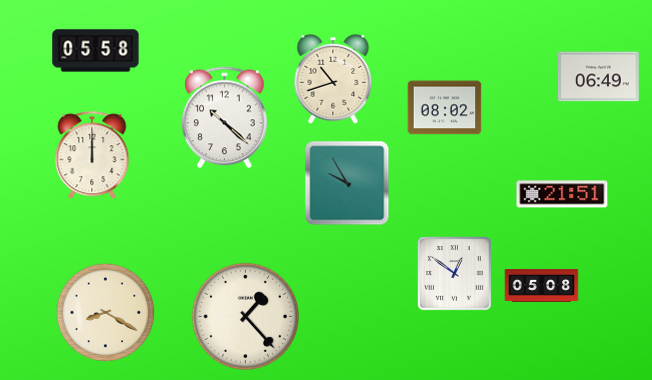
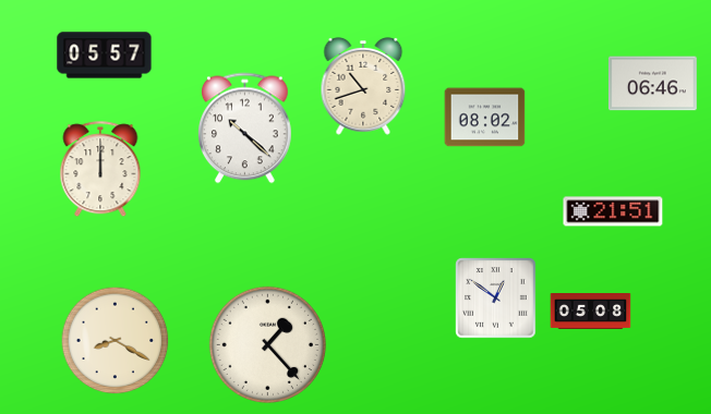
clock at (96, 51): 05:58 -> 05:57
clock at (599, 77): 06:49 -> 06:46
clock at (347, 183): 9:55 -> none
